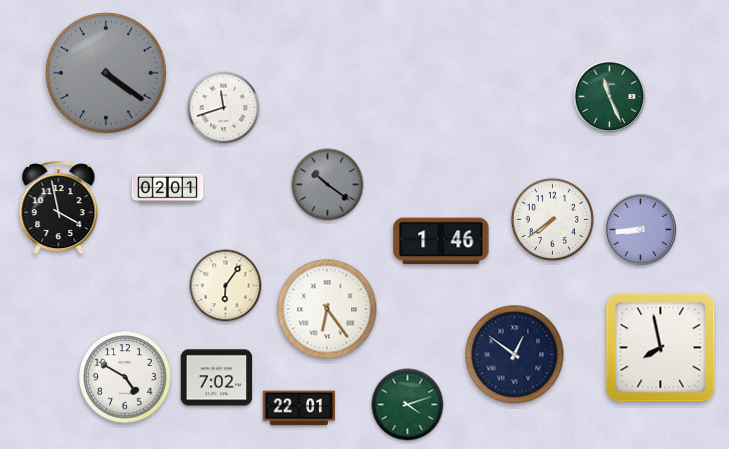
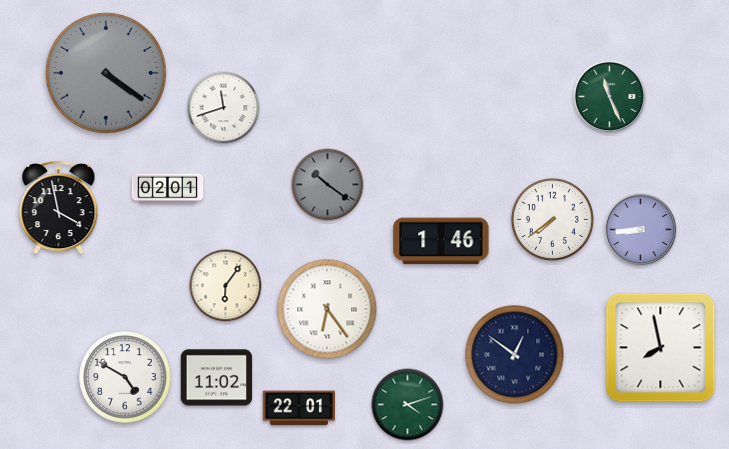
clock at (217, 378): 7:02 -> 11:02
